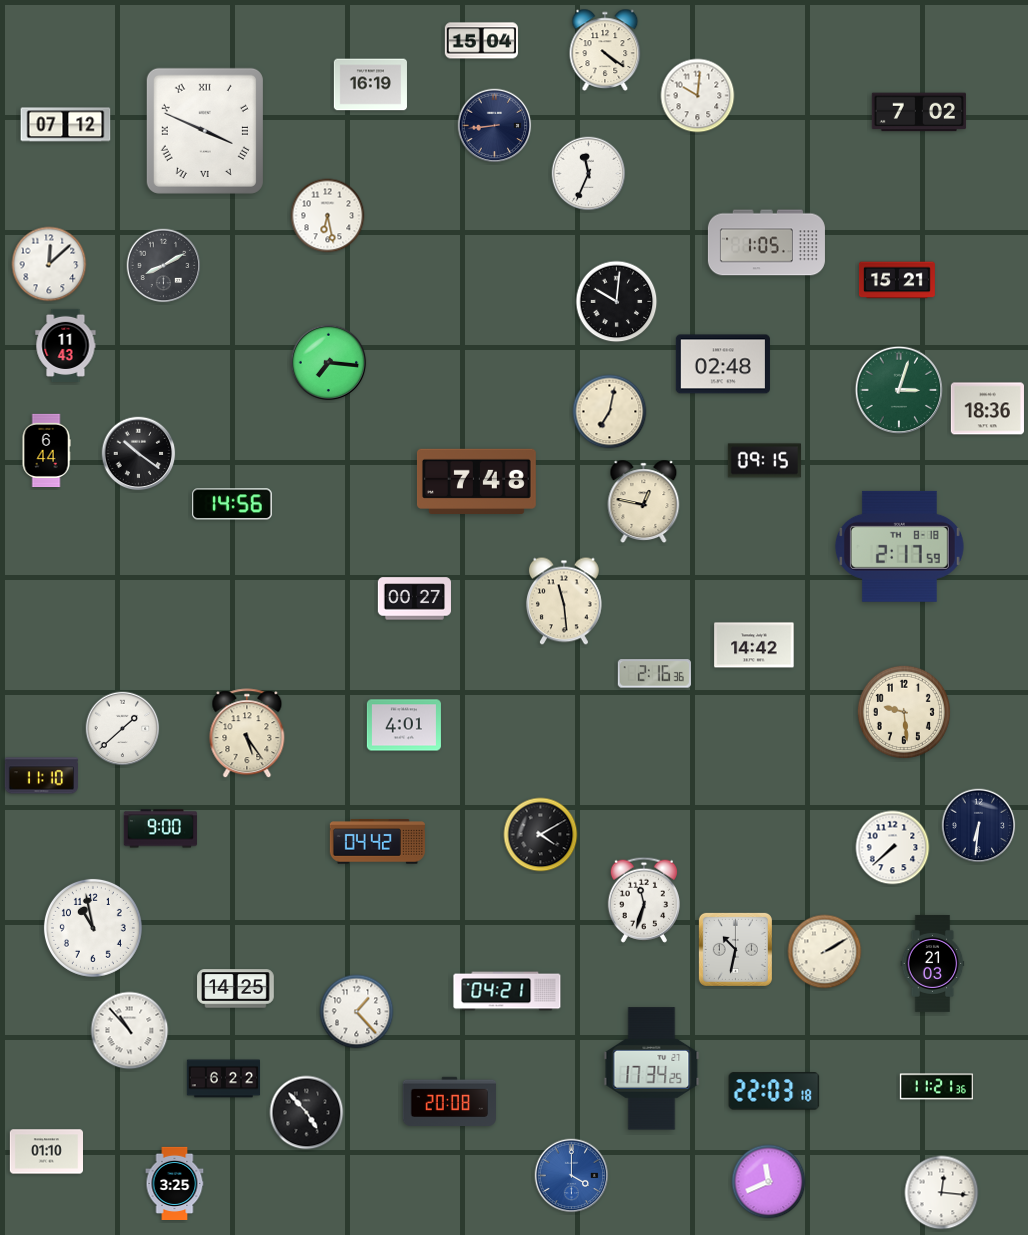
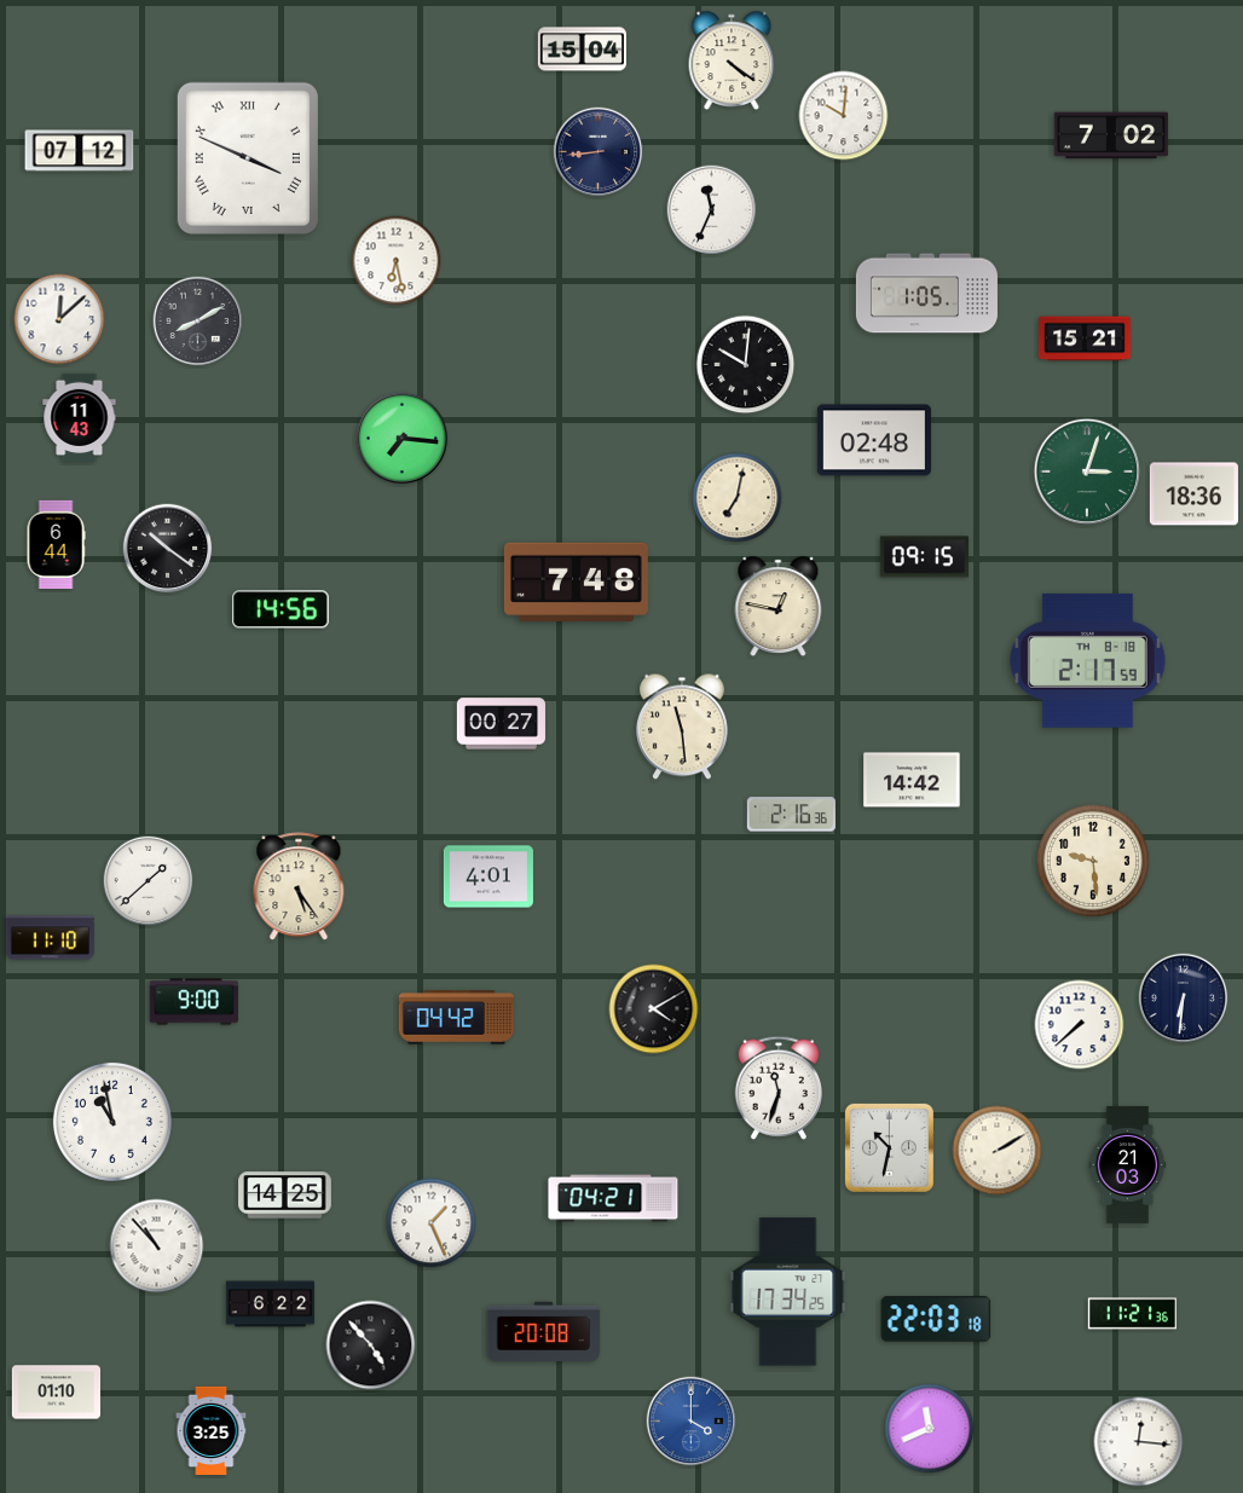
clock at (370, 85): 16:19 -> none
clock at (329, 363) position: (329, 363) -> (403, 439)
clock at (357, 1012): 1:23 -> 1:26
